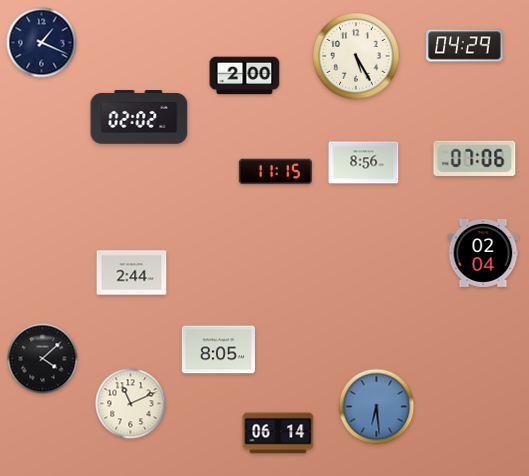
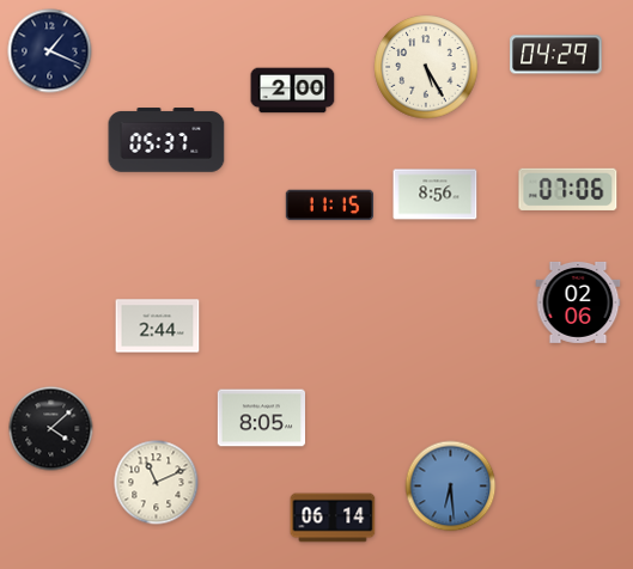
clock at (139, 117): 02:02 -> 05:37
clock at (483, 253): 02:04 -> 02:06
